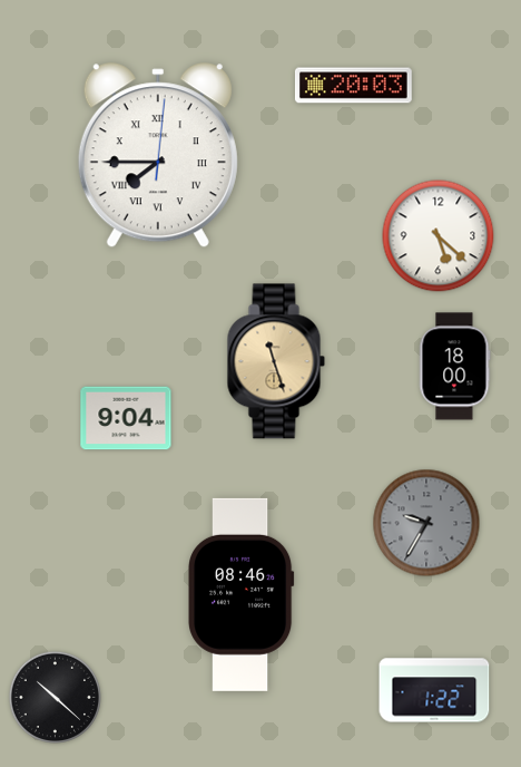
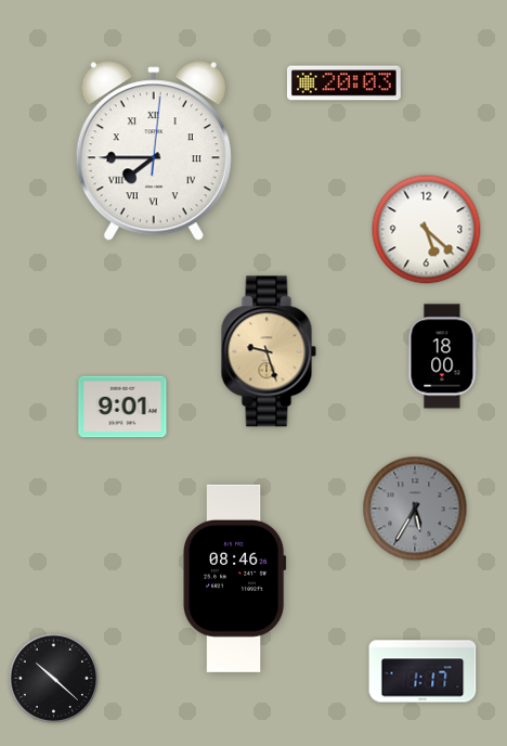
clock at (276, 361): 11:27 -> 9:27
clock at (126, 418): 9:04 -> 9:01
clock at (426, 523): 9:35 -> 5:35
clock at (434, 690): 1:22 -> 1:17
